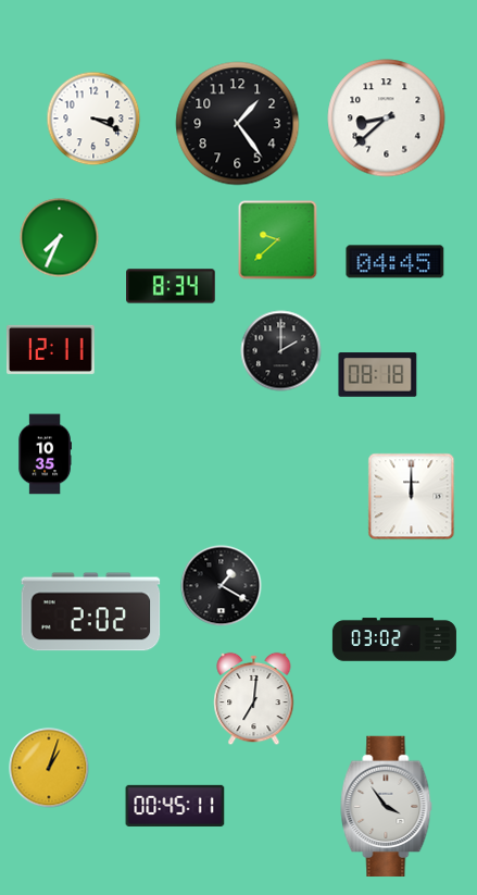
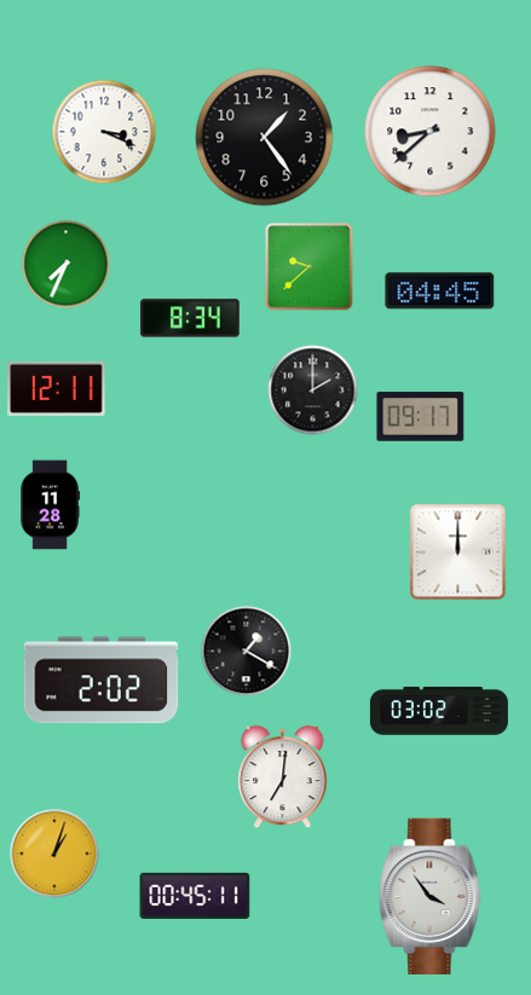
clock at (378, 375): 08:18 -> 09:17
clock at (45, 455): 10:35 -> 11:28
